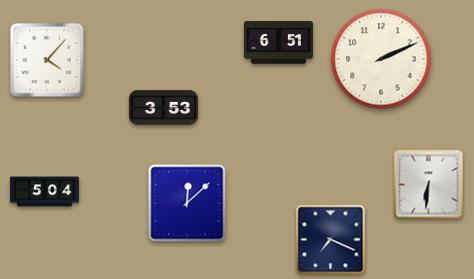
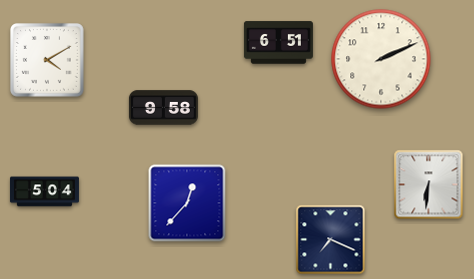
clock at (47, 60): 4:07 -> 4:10
clock at (163, 108): 3:53 -> 9:58
clock at (187, 203): 12:08 -> 12:37
